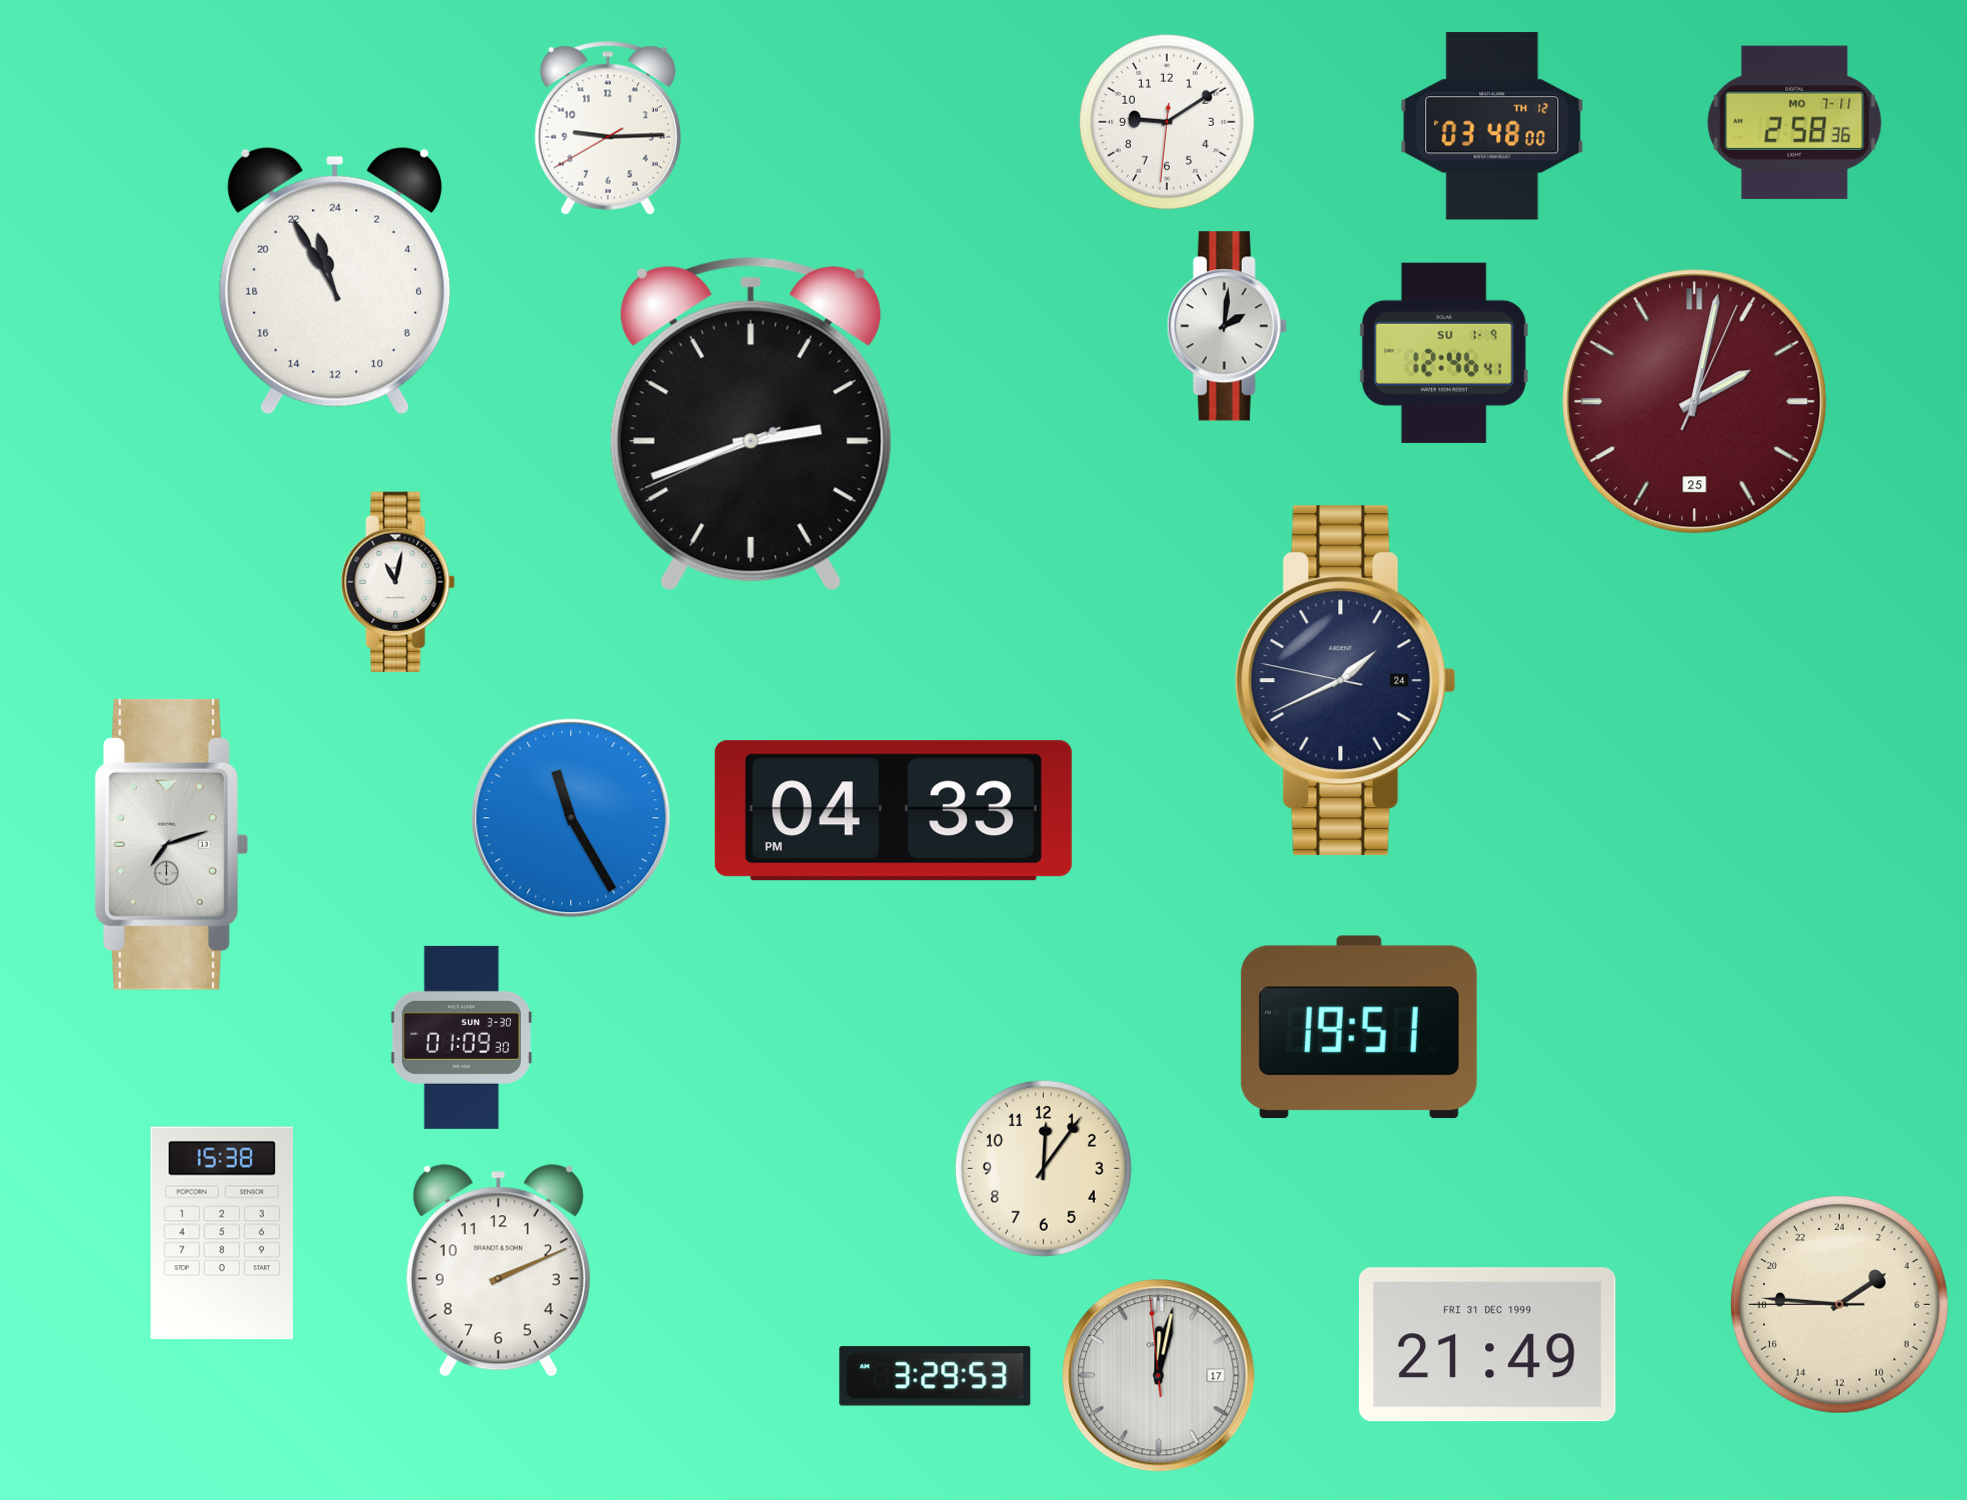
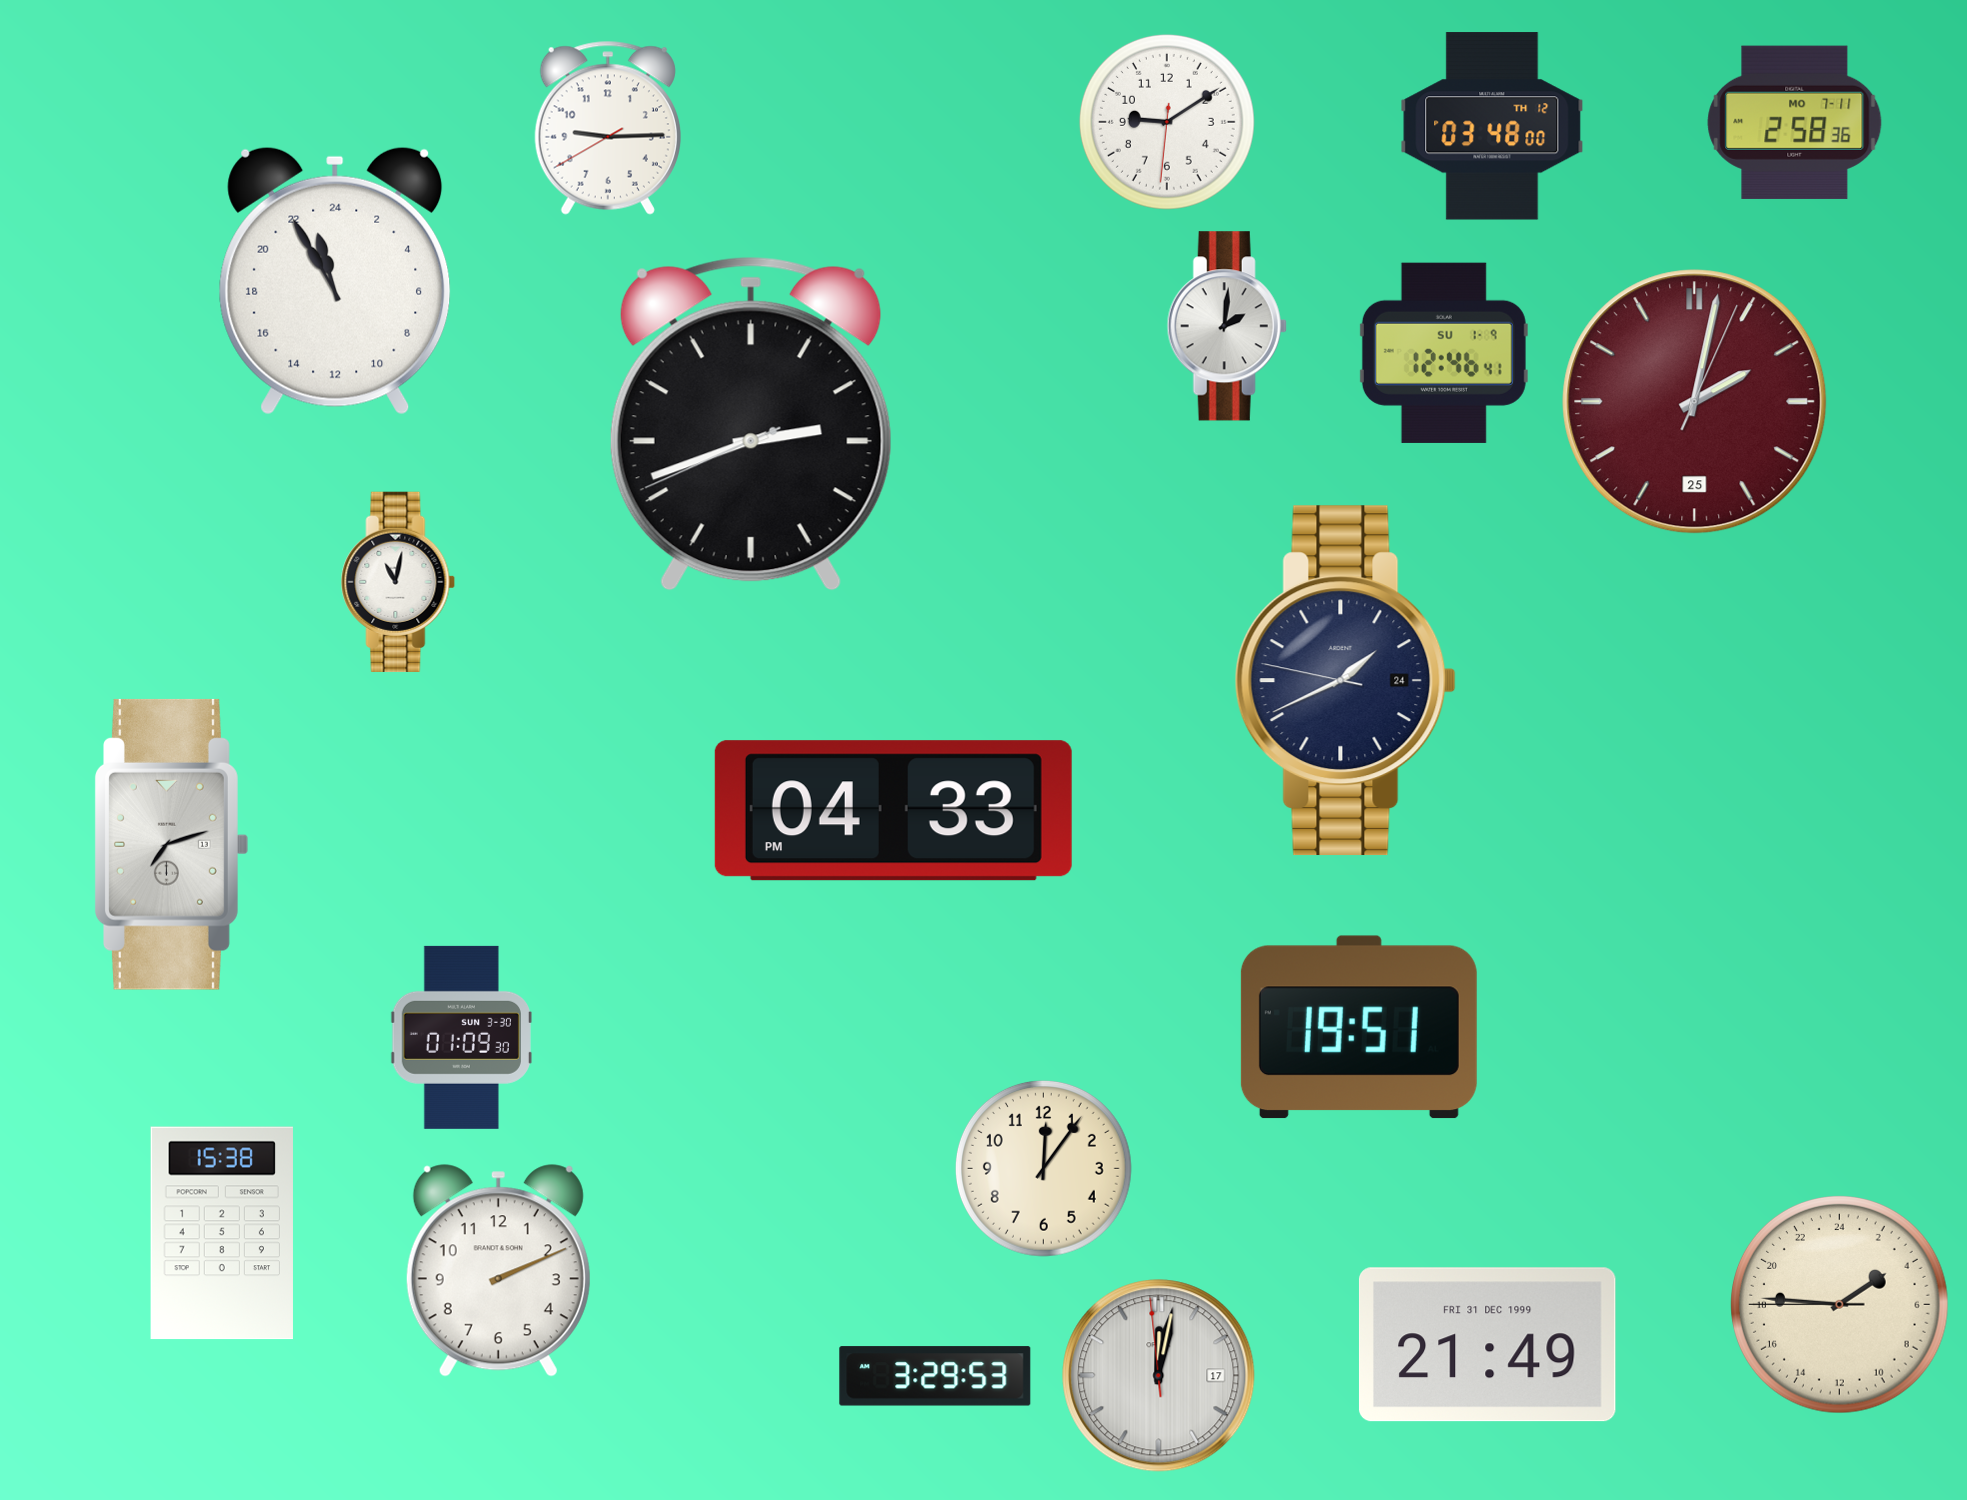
clock at (571, 818): 11:25 -> none
